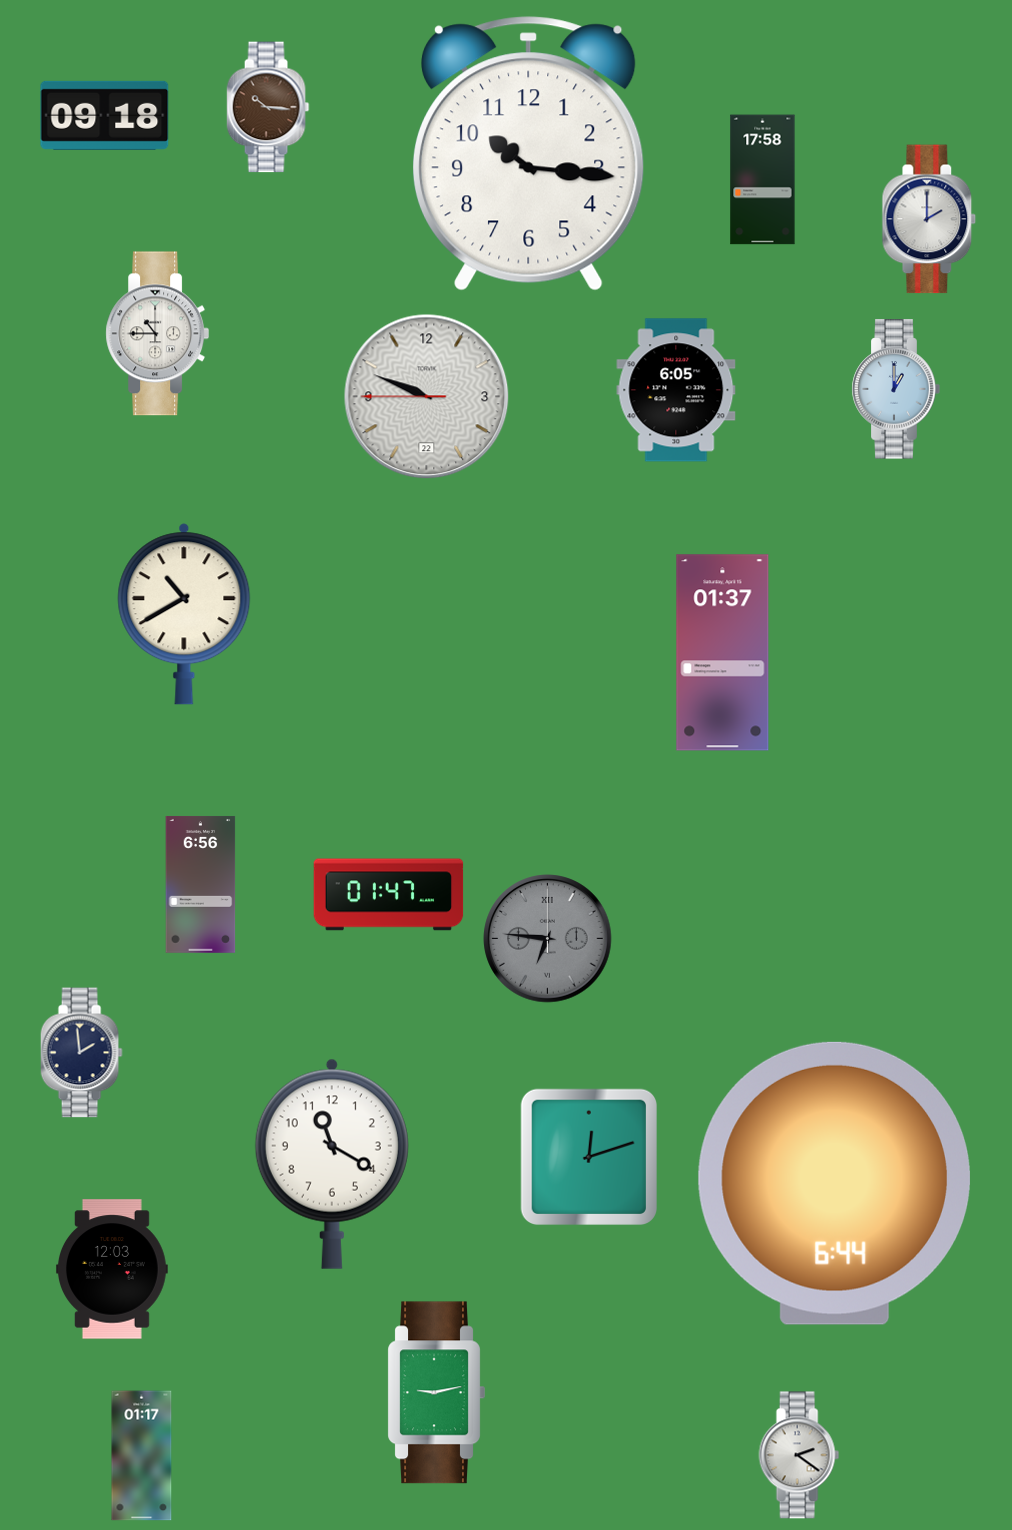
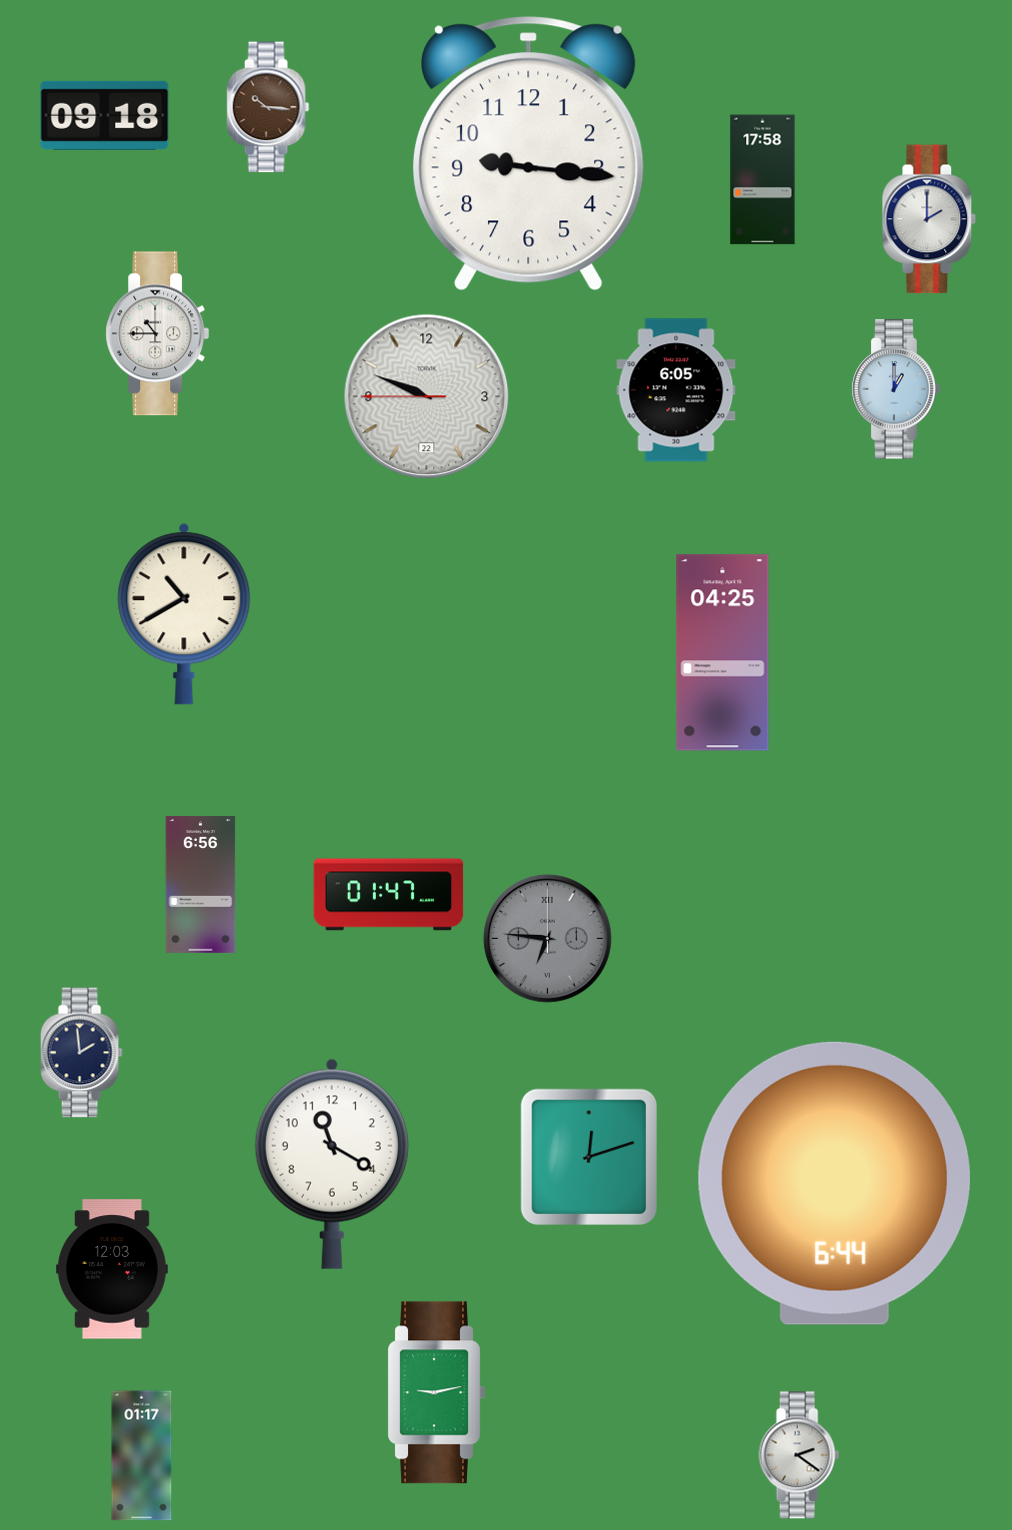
clock at (529, 154): 10:16 -> 9:16
clock at (723, 653): 01:37 -> 04:25
